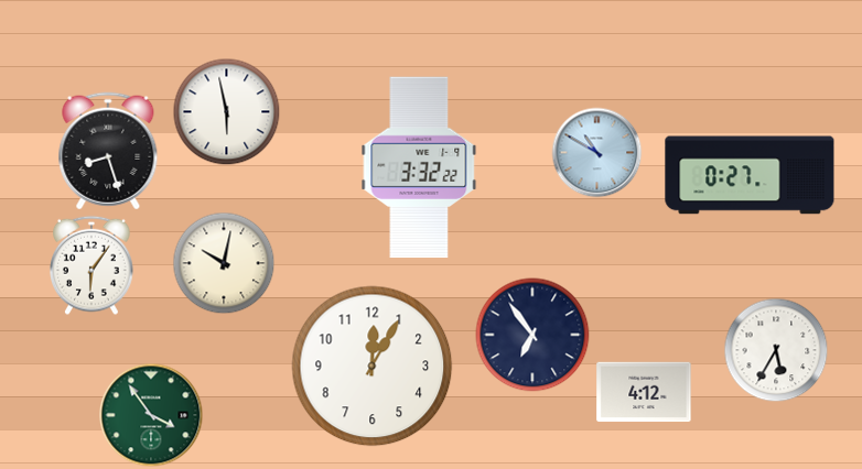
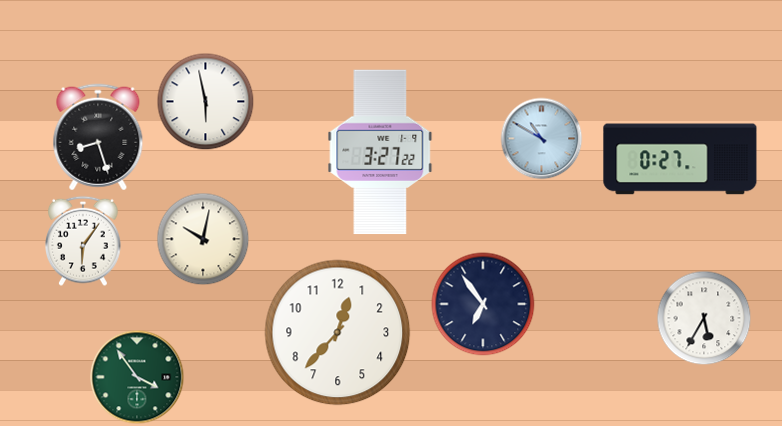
clock at (419, 167): 3:32 -> 3:27
clock at (373, 367): 12:05 -> 12:37
clock at (644, 392): 4:12 -> none
